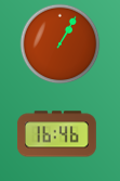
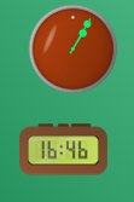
clock at (61, 44) position: (61, 44) -> (74, 50)
